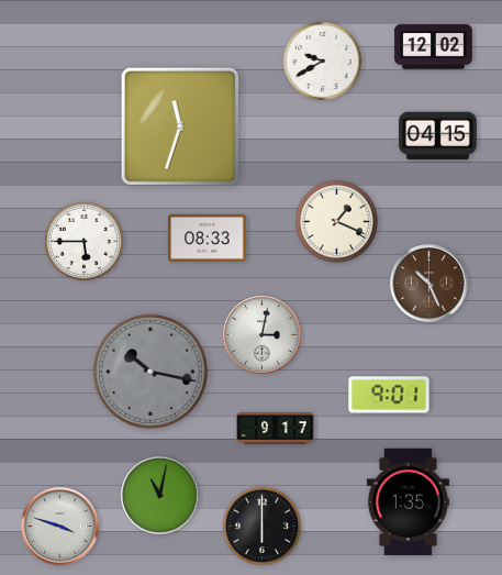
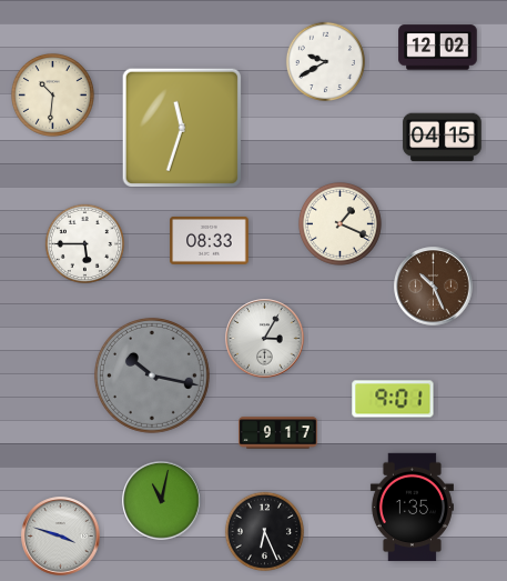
clock at (53, 96): none -> 10:31
clock at (263, 335): 3:02 -> 3:05
clock at (261, 526): 6:00 -> 6:26
clock at (60, 527) position: (60, 527) -> (61, 537)
